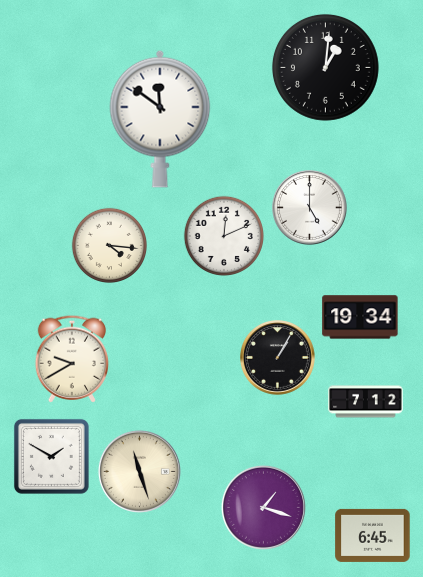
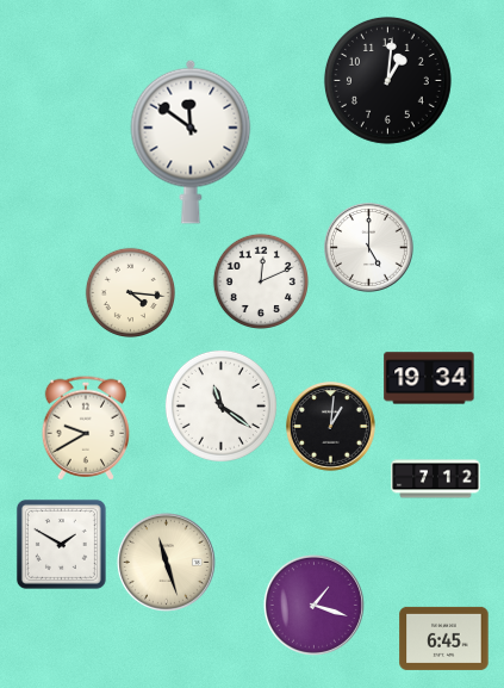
clock at (224, 236) position: (224, 236) -> (261, 281)
clock at (220, 405): none -> 11:21
clock at (278, 358): 1:05 -> 1:01
